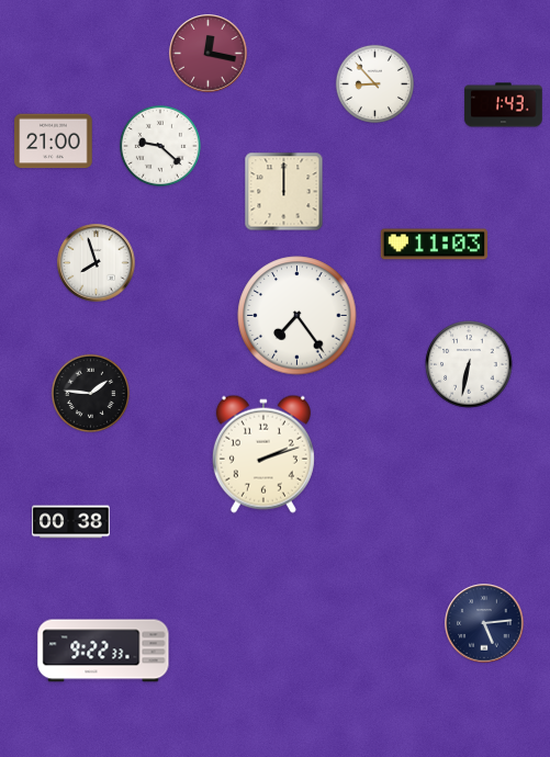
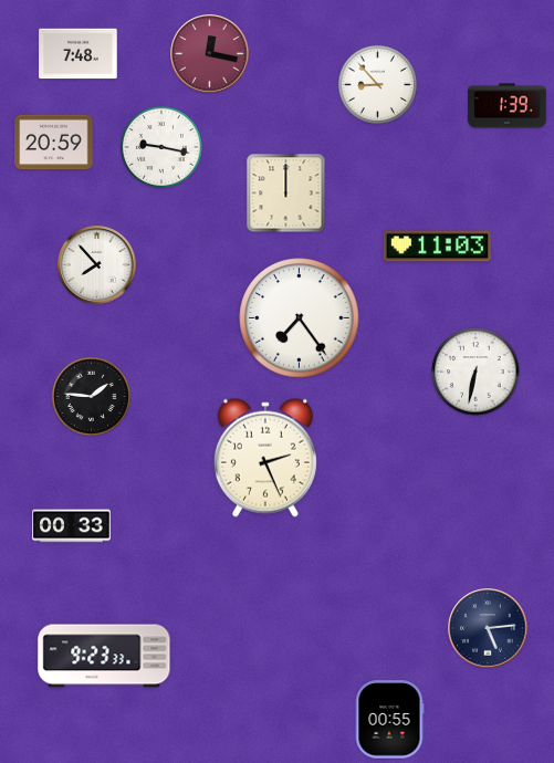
clock at (79, 54): none -> 7:48
clock at (504, 105): 1:43 -> 1:39
clock at (54, 142): 21:00 -> 20:59
clock at (160, 146): 9:22 -> 9:17
clock at (97, 263): 7:57 -> 7:53
clock at (469, 364) position: (469, 364) -> (475, 372)
clock at (263, 454): 2:12 -> 2:26
clock at (71, 522): 00:38 -> 00:33
clock at (103, 651): 9:22 -> 9:23
clock at (389, 720): none -> 00:55
